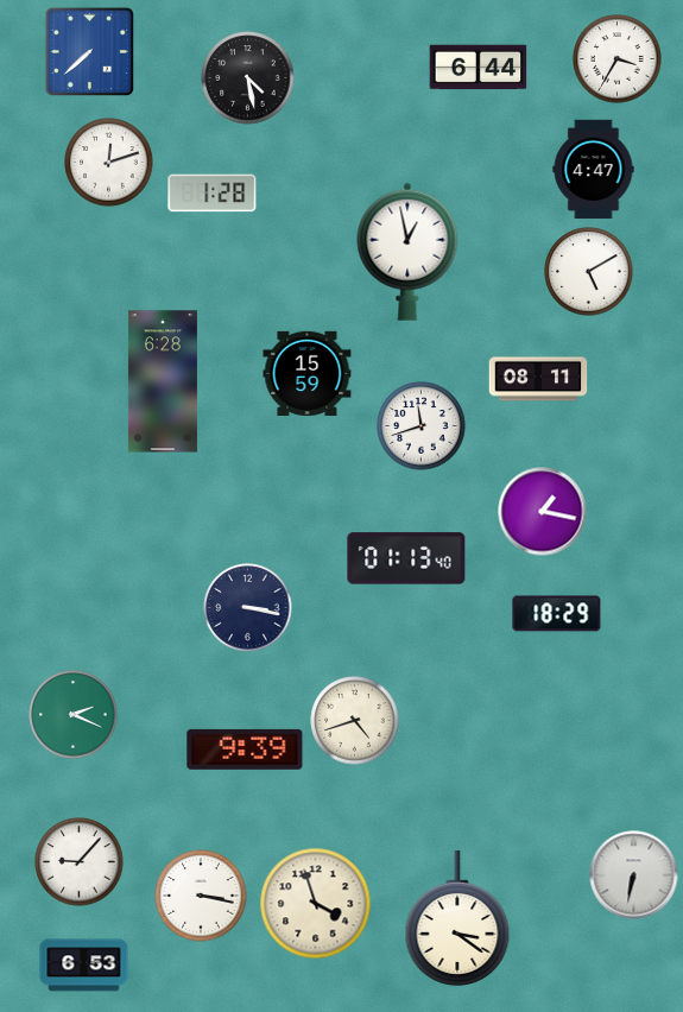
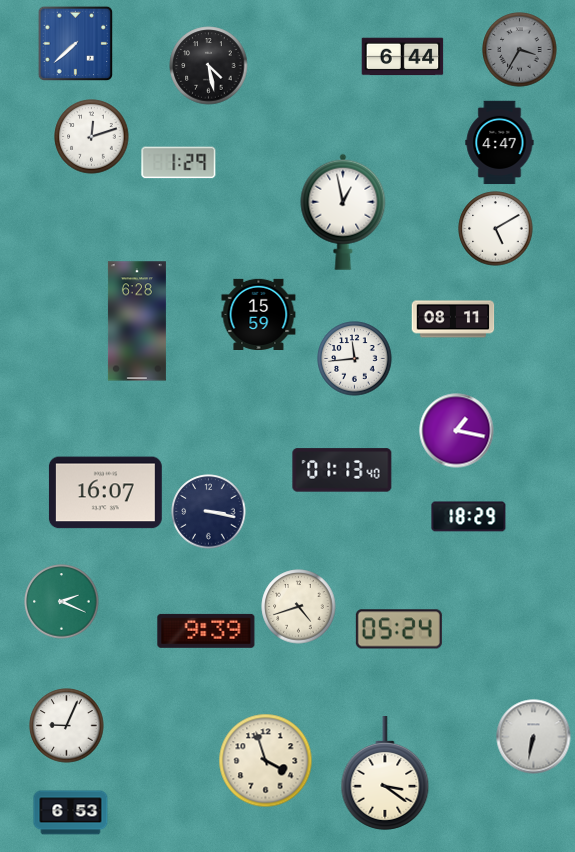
clock at (618, 59) dial: white -> grey
clock at (213, 194): 1:28 -> 1:29
clock at (422, 426): 11:42 -> 11:44
clock at (105, 493): none -> 16:07
clock at (399, 629): none -> 05:24
clock at (80, 862): 9:07 -> 9:04
clock at (201, 896): 3:17 -> none
